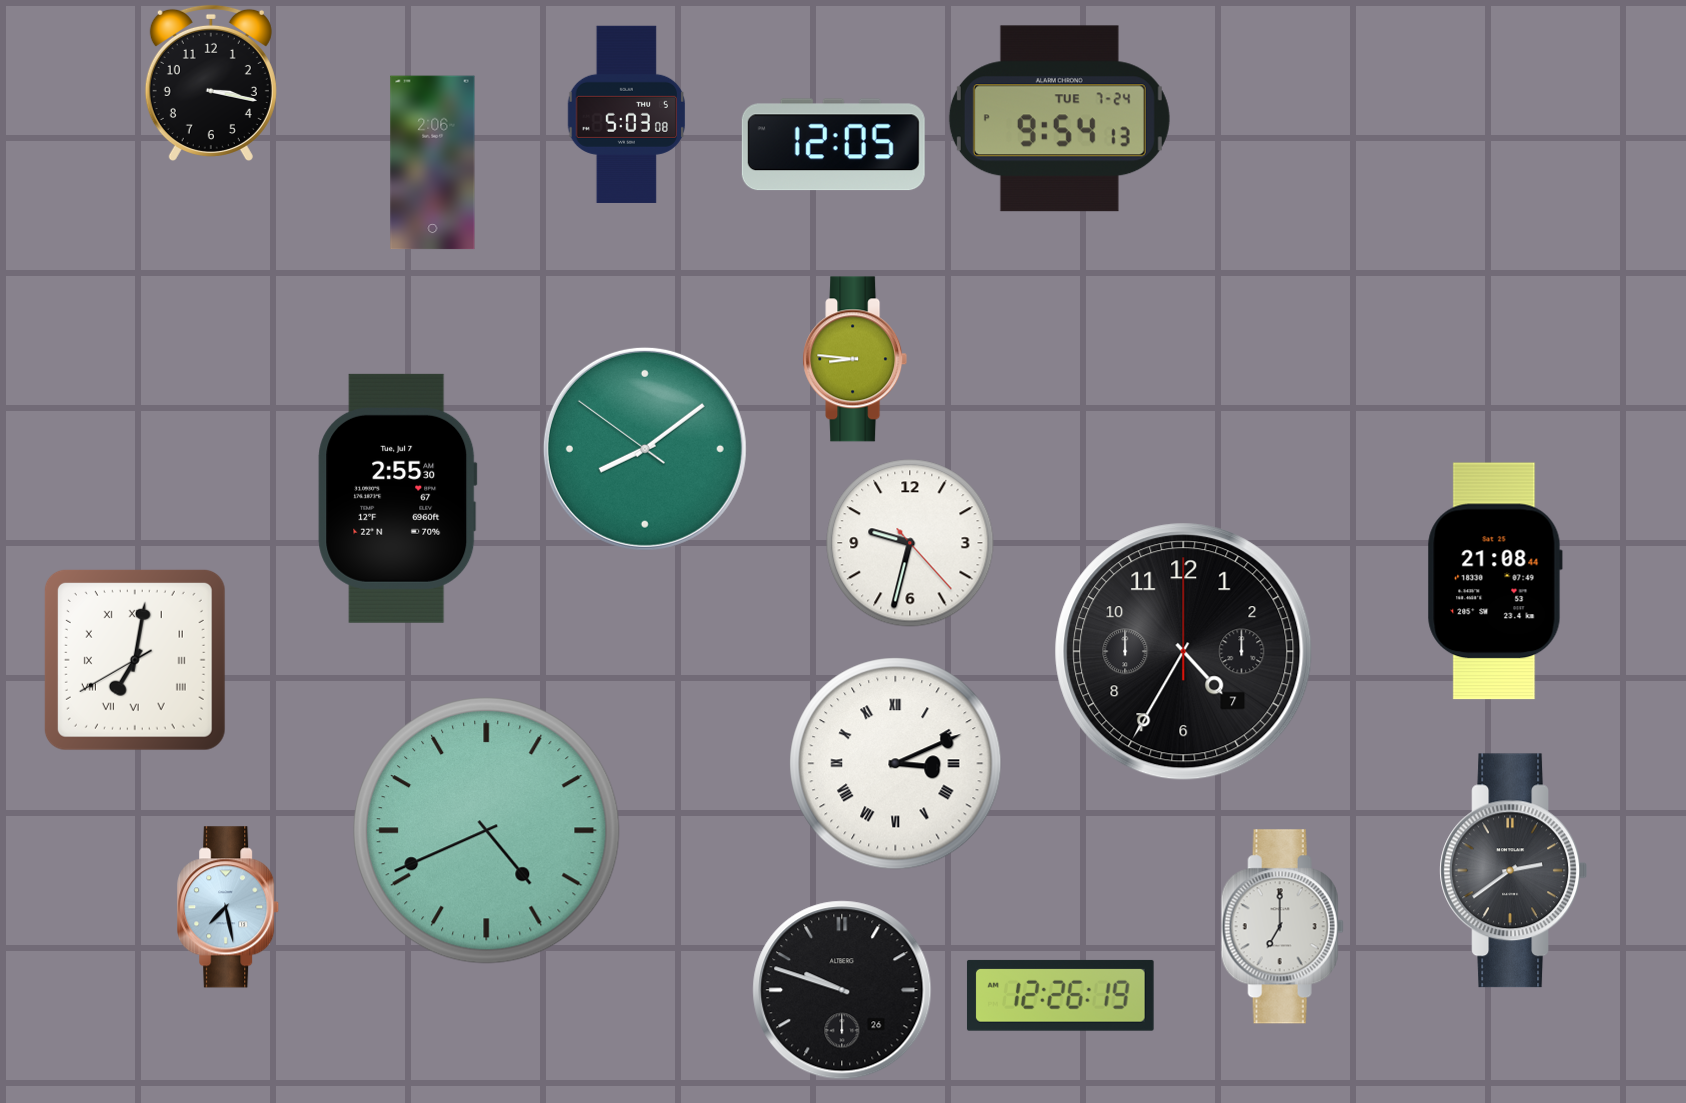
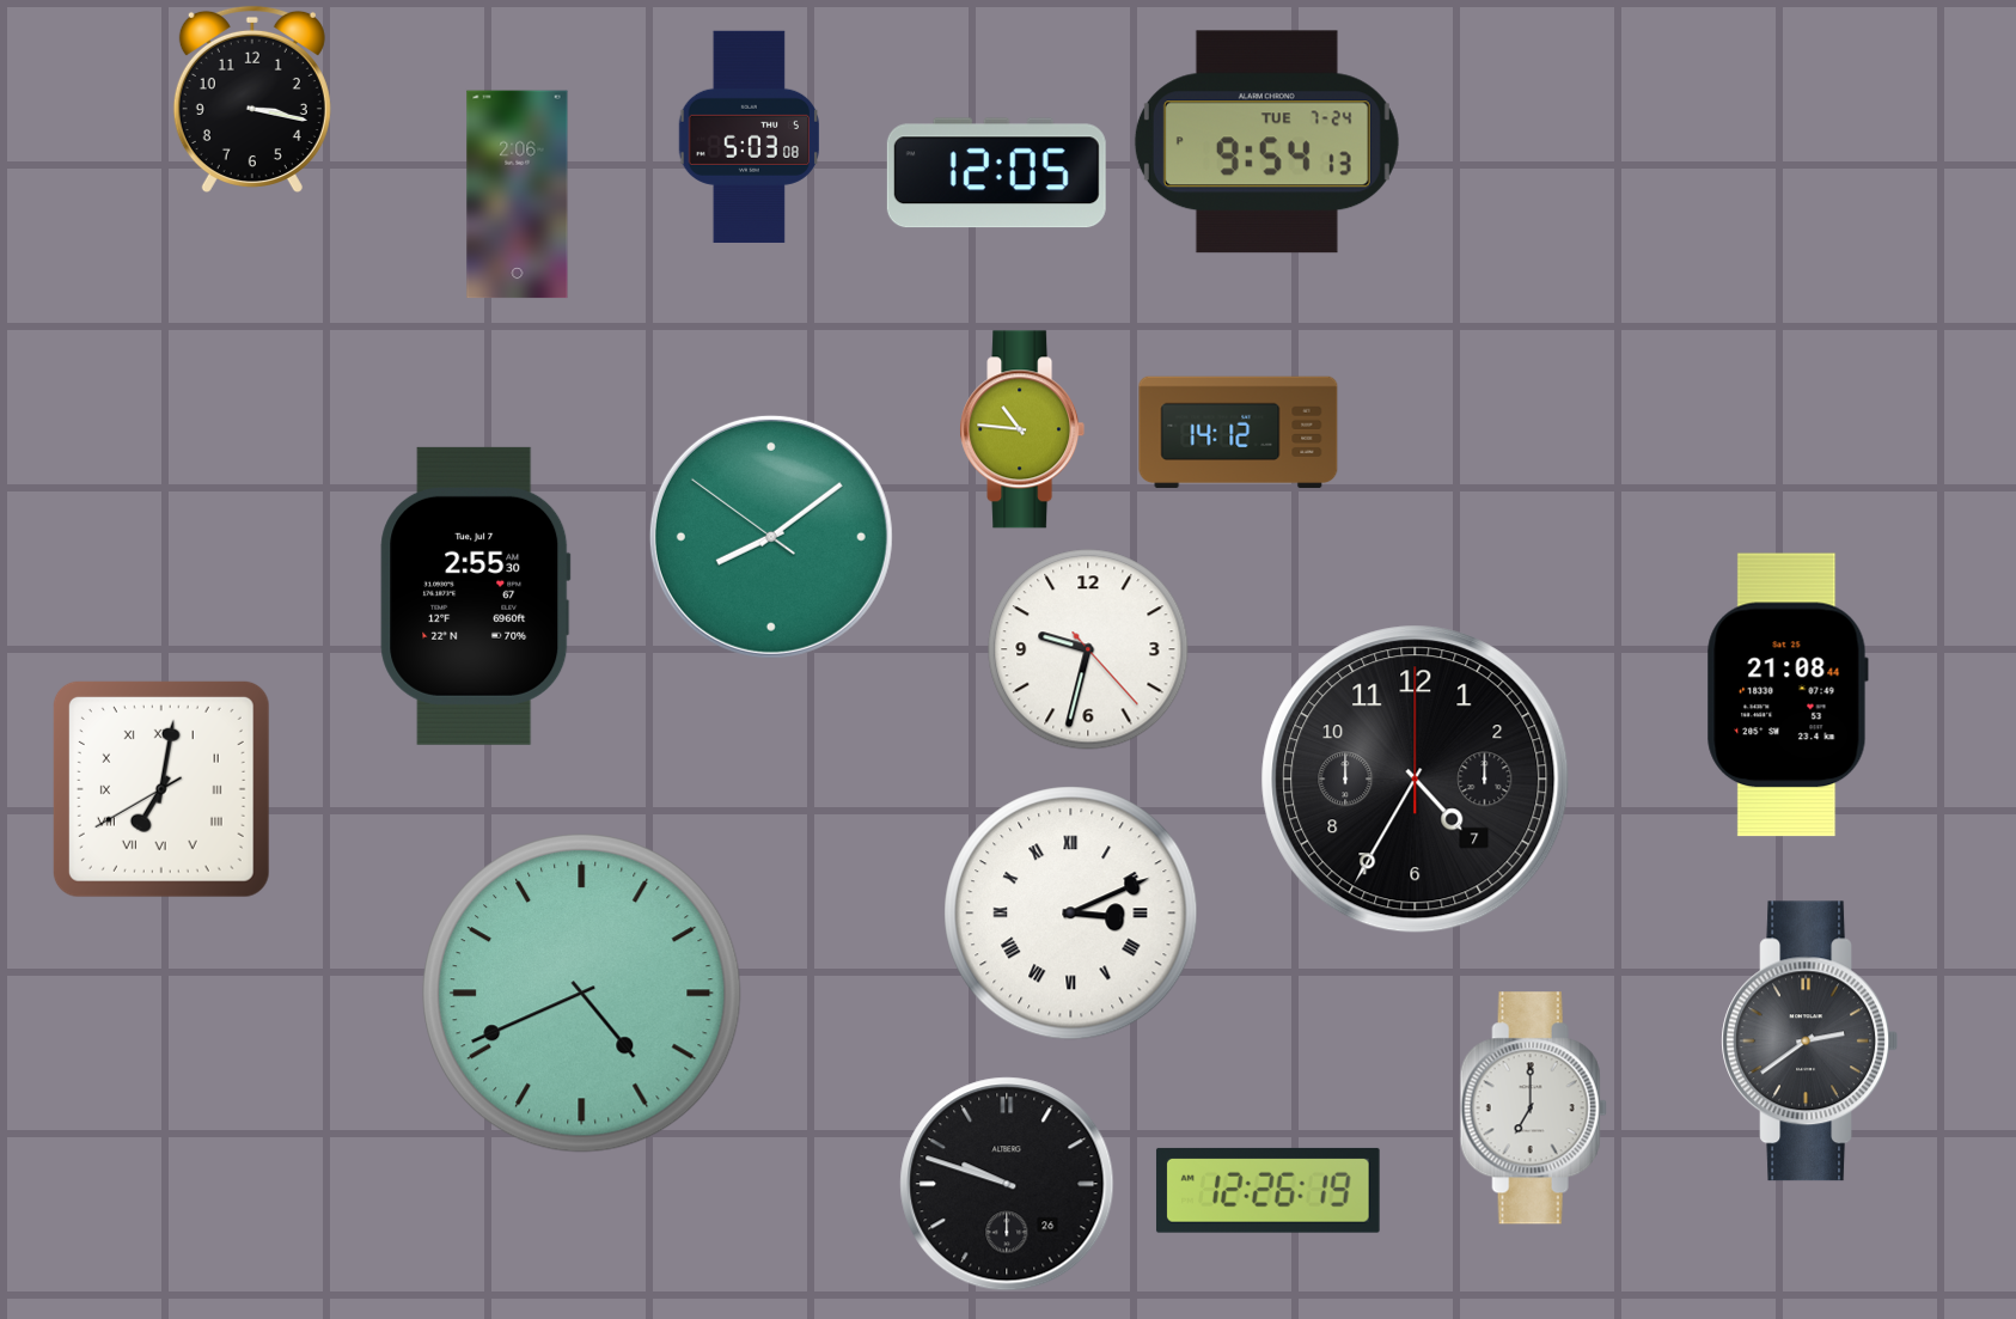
clock at (855, 359): 8:46 -> 10:46
clock at (1239, 433): none -> 14:12
clock at (229, 907): 7:28 -> none
